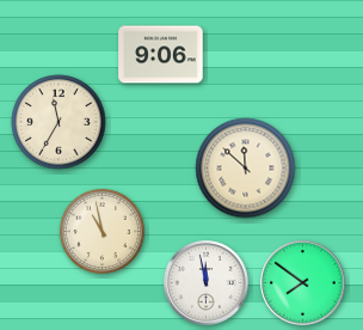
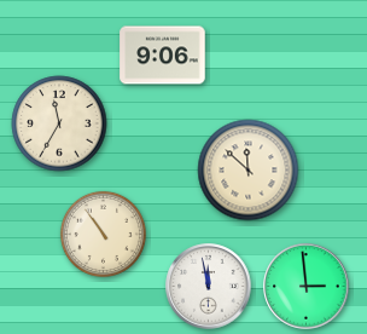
clock at (101, 231): 10:58 -> 10:54
clock at (303, 283): 7:51 -> 2:59
